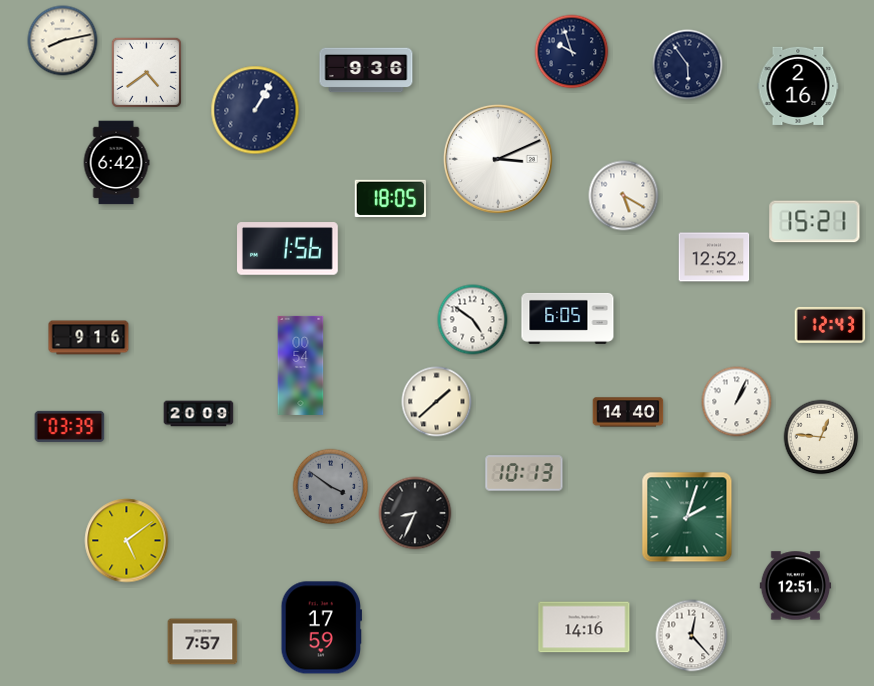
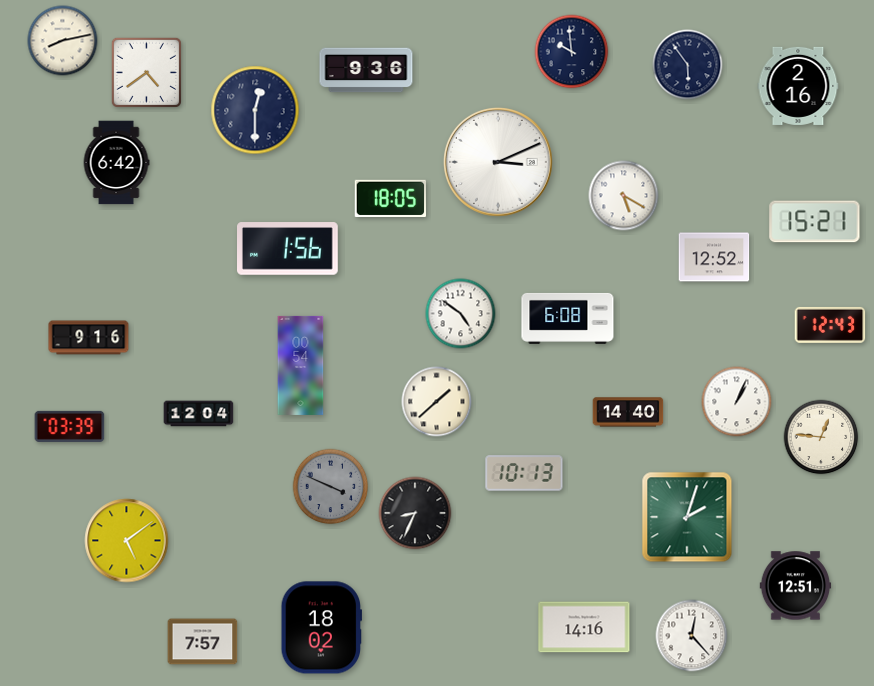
clock at (572, 52): 9:57 -> 9:59
clock at (255, 110): 1:05 -> 12:30
clock at (498, 159) position: (498, 159) -> (498, 162)
clock at (568, 318): 6:05 -> 6:08
clock at (473, 320) position: (473, 320) -> (461, 314)
clock at (199, 414): 20:09 -> 12:04
clock at (331, 487): 3:51 -> 3:49
clock at (321, 628): 17:59 -> 18:02
